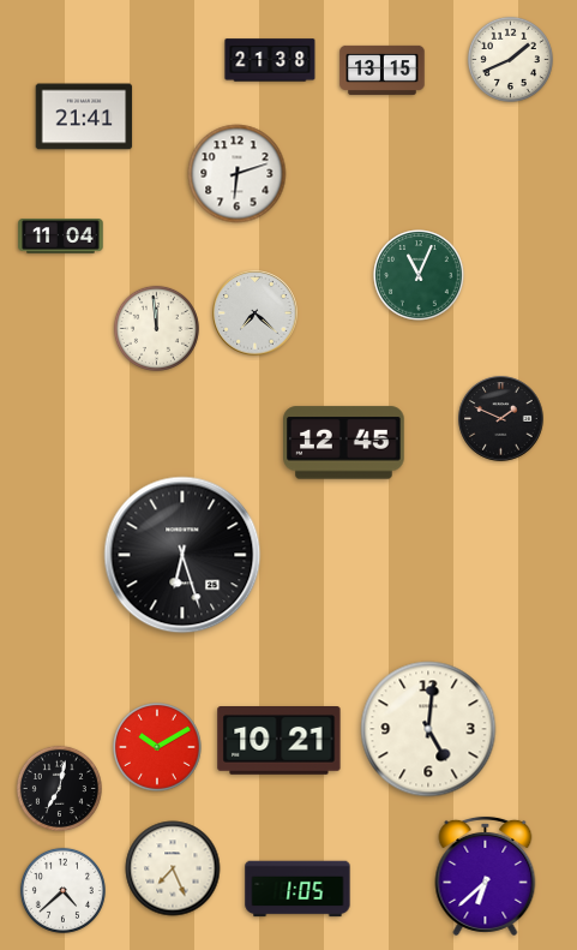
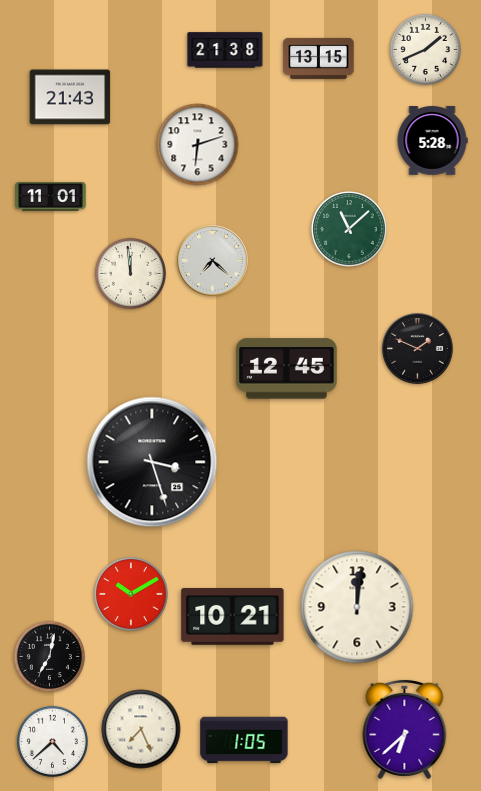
clock at (84, 116): 21:41 -> 21:43
clock at (432, 141): none -> 5:28
clock at (61, 237): 11:04 -> 11:01
clock at (419, 275): 11:04 -> 11:08
clock at (182, 555): 6:27 -> 3:27
clock at (428, 729): 5:01 -> 12:01
clock at (158, 748) position: (158, 748) -> (132, 595)
clock at (173, 868) position: (173, 868) -> (141, 729)
clock at (297, 889) position: (297, 889) -> (244, 740)
